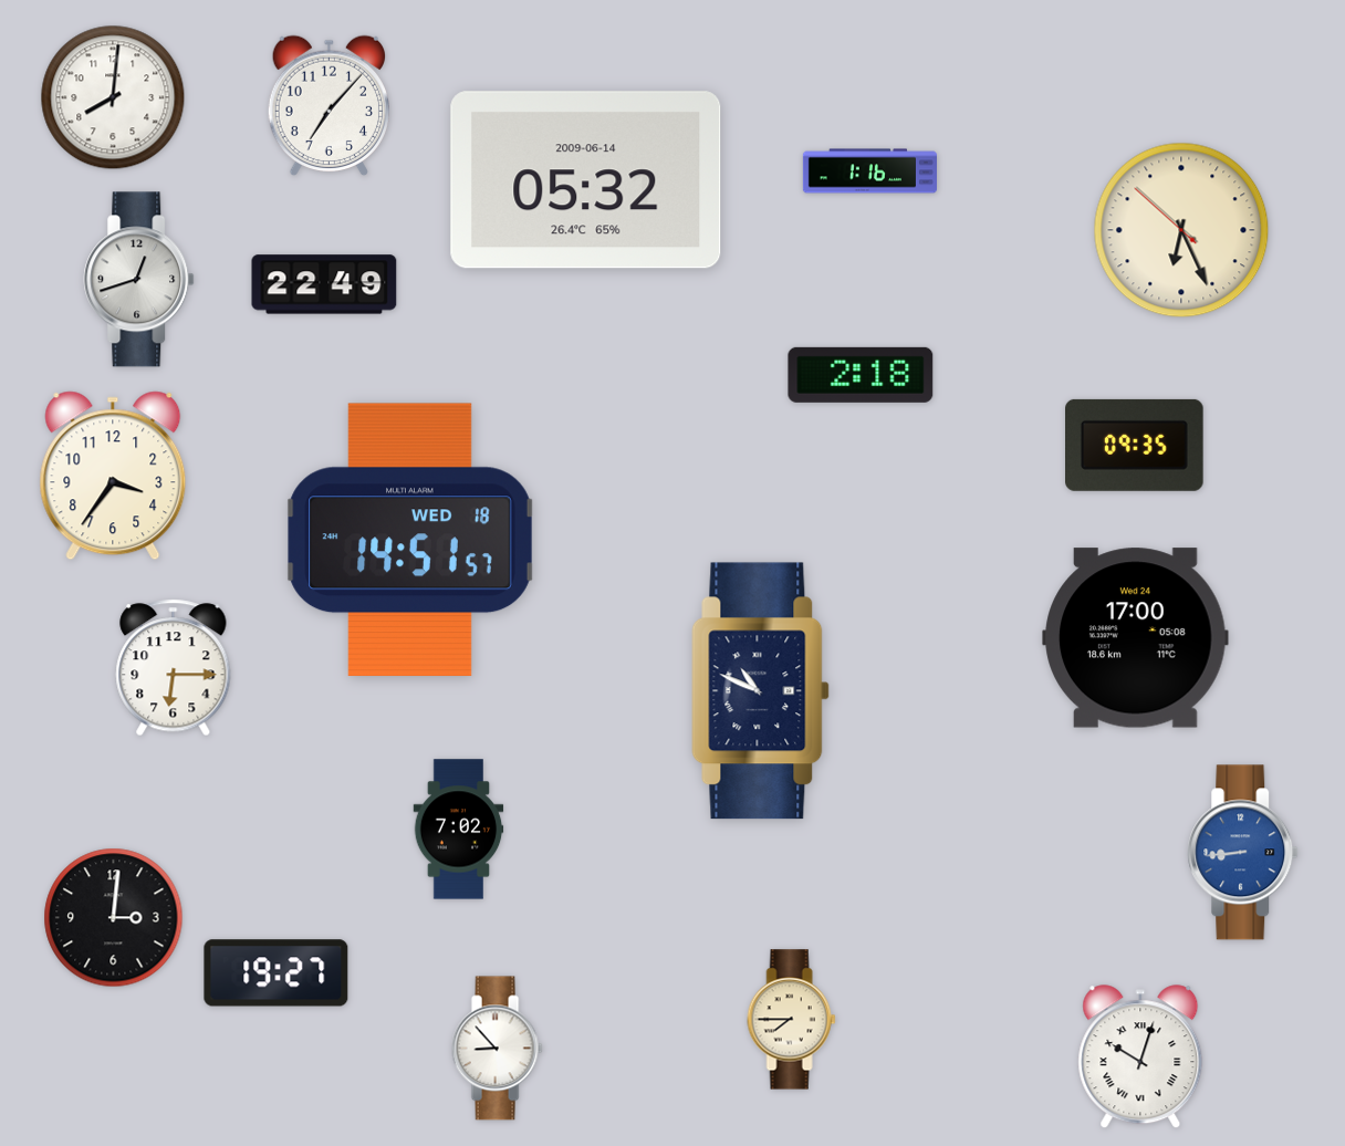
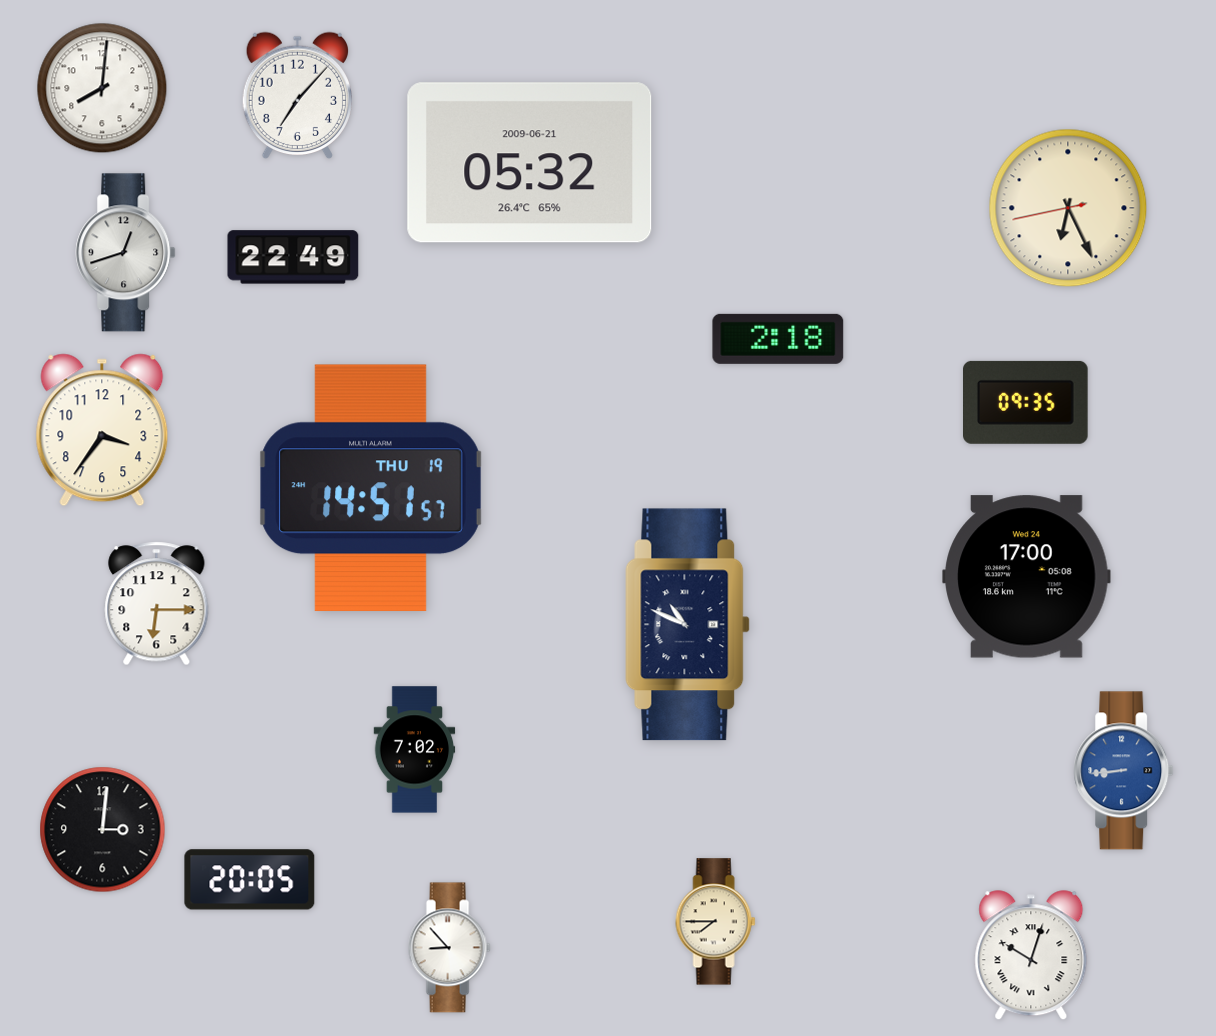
clock at (869, 171): 1:16 -> none
clock at (586, 180) date: 2009-06-14 -> 2009-06-21
clock at (1181, 230): 6:25:52 -> 6:25:43
clock at (410, 540) date: WED 18 -> THU 19
clock at (277, 973): 19:27 -> 20:05
